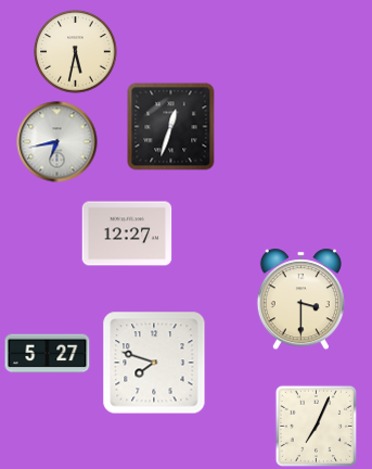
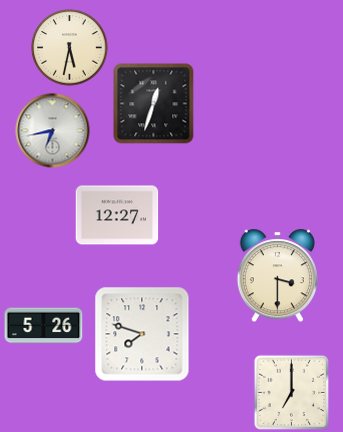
clock at (171, 127) position: (171, 127) -> (154, 104)
clock at (48, 354): 5:27 -> 5:26
clock at (316, 426): 7:04 -> 7:00
